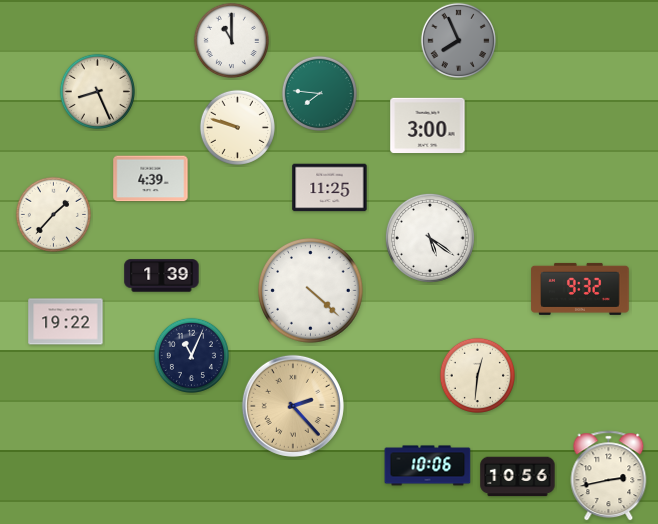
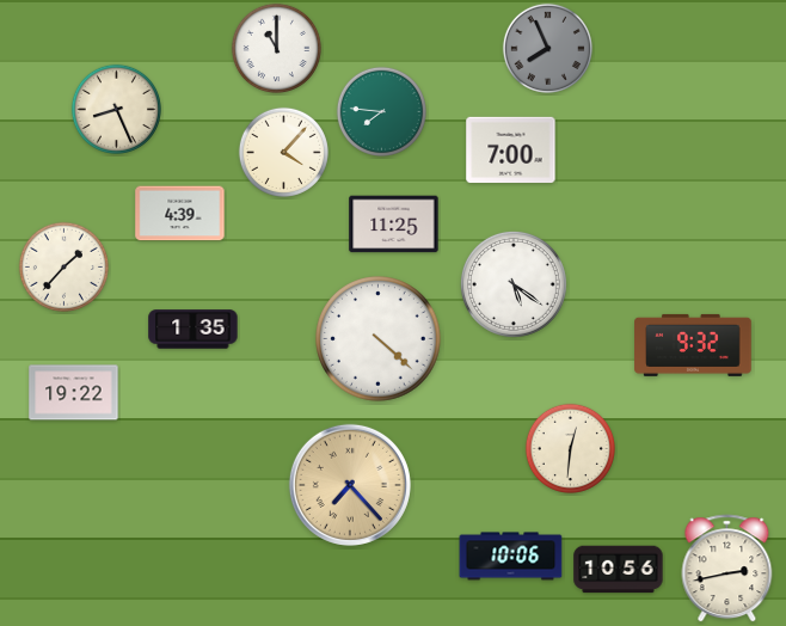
clock at (428, 126): 3:00 -> 7:00
clock at (237, 127): 9:48 -> 4:07
clock at (53, 214) position: (53, 214) -> (63, 266)
clock at (162, 276): 1:39 -> 1:35
clock at (311, 291) position: (311, 291) -> (379, 339)
clock at (66, 322) position: (66, 322) -> (74, 393)
clock at (191, 355): 11:04 -> none
clock at (293, 406): 2:23 -> 7:23
